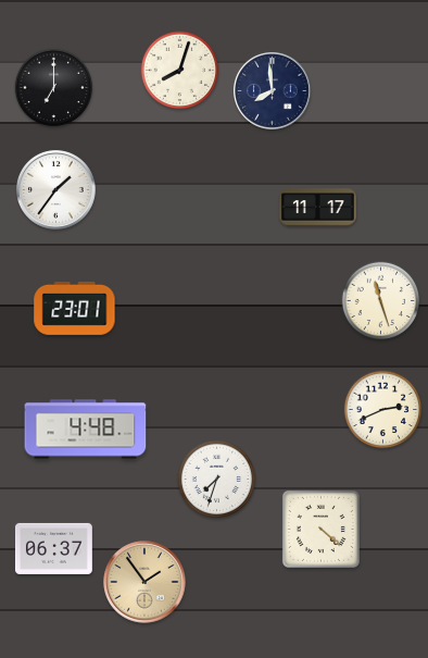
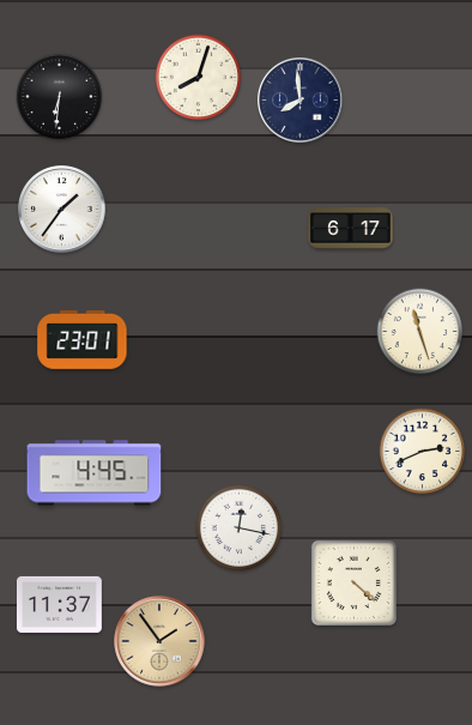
clock at (54, 88): 7:00 -> 6:31
clock at (318, 208): 11:17 -> 6:17
clock at (86, 430): 4:48 -> 4:45
clock at (217, 480): 7:33 -> 12:17
clock at (53, 548): 06:37 -> 11:37
